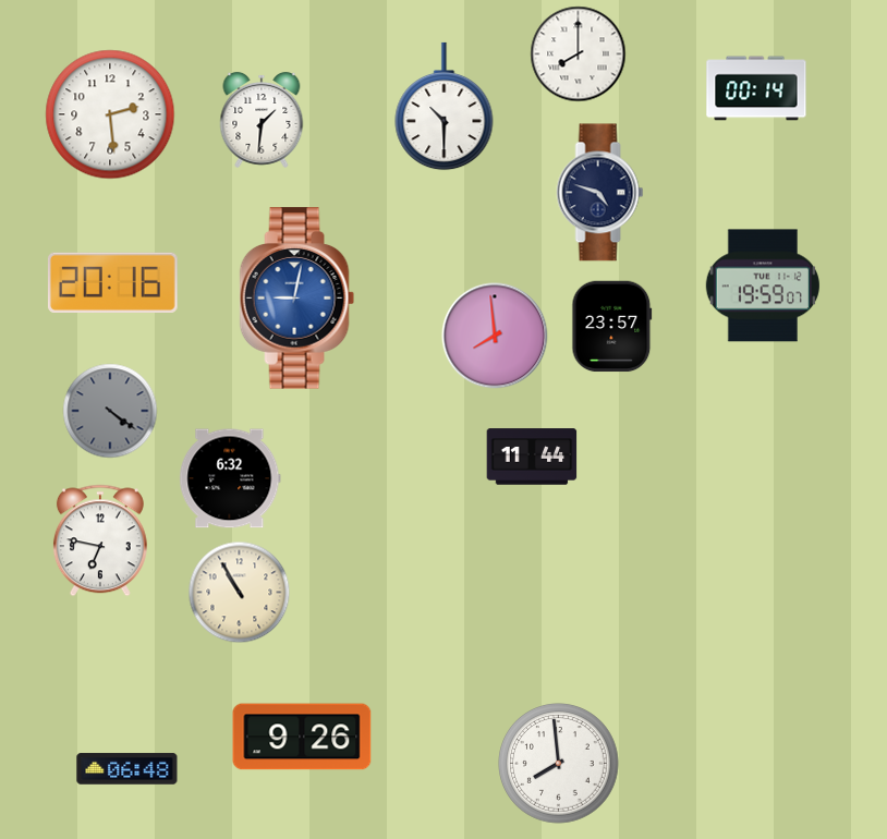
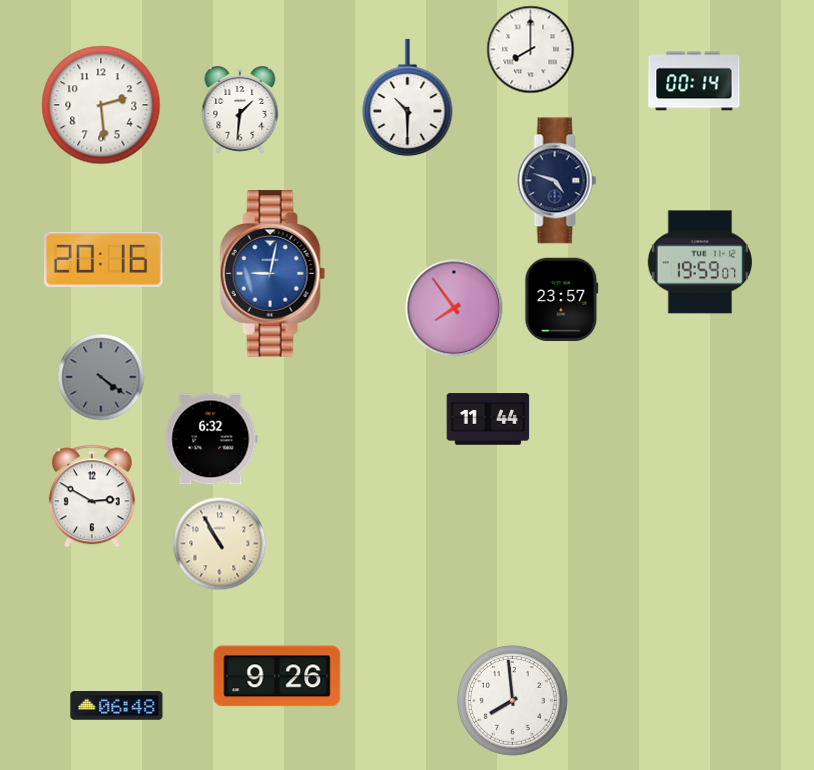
clock at (600, 193) position: (600, 193) -> (557, 181)
clock at (495, 336): 7:59 -> 7:54
clock at (100, 540): 6:47 -> 2:50
